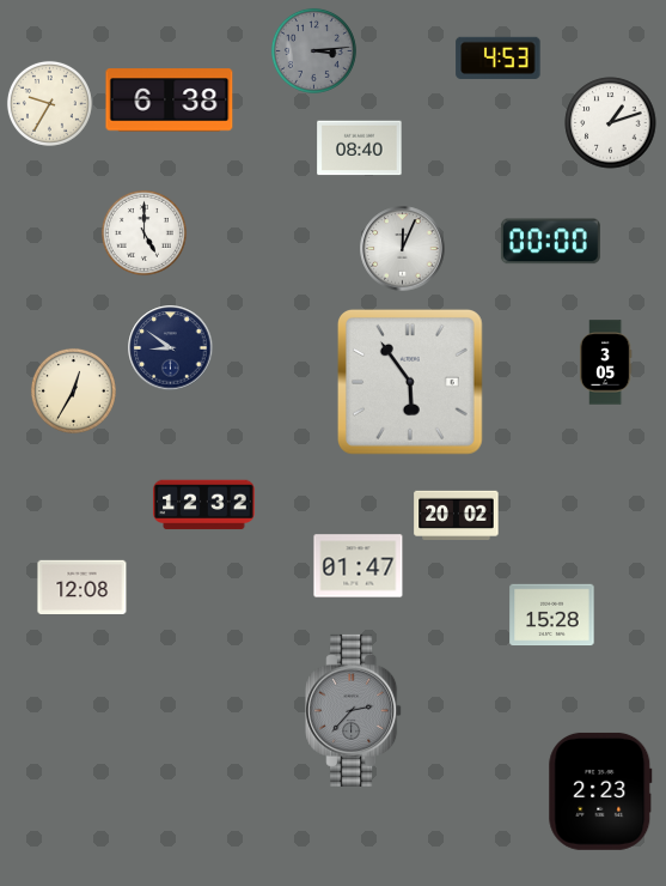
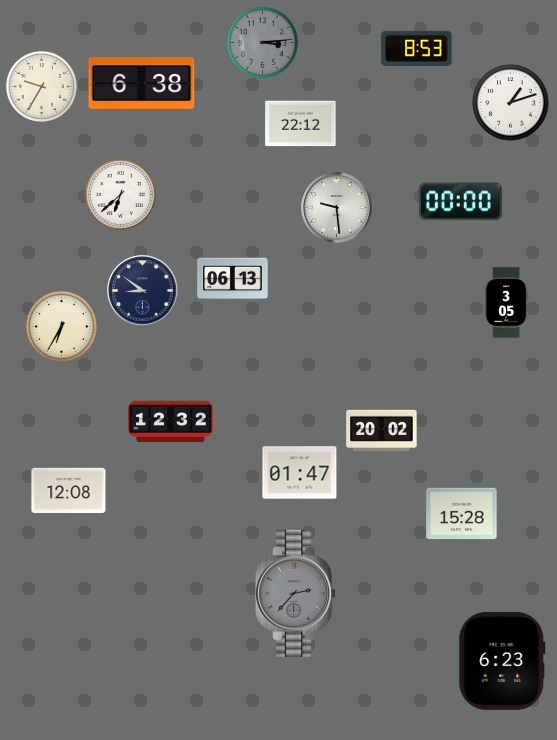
clock at (499, 57): 4:53 -> 8:53
clock at (360, 148): 08:40 -> 22:12
clock at (143, 232): 5:00 -> 6:38
clock at (403, 249): 12:04 -> 9:29
clock at (233, 279): none -> 06:13
clock at (410, 382): 5:54 -> none
clock at (73, 390): 12:35 -> 6:35
clock at (600, 791): 2:23 -> 6:23
